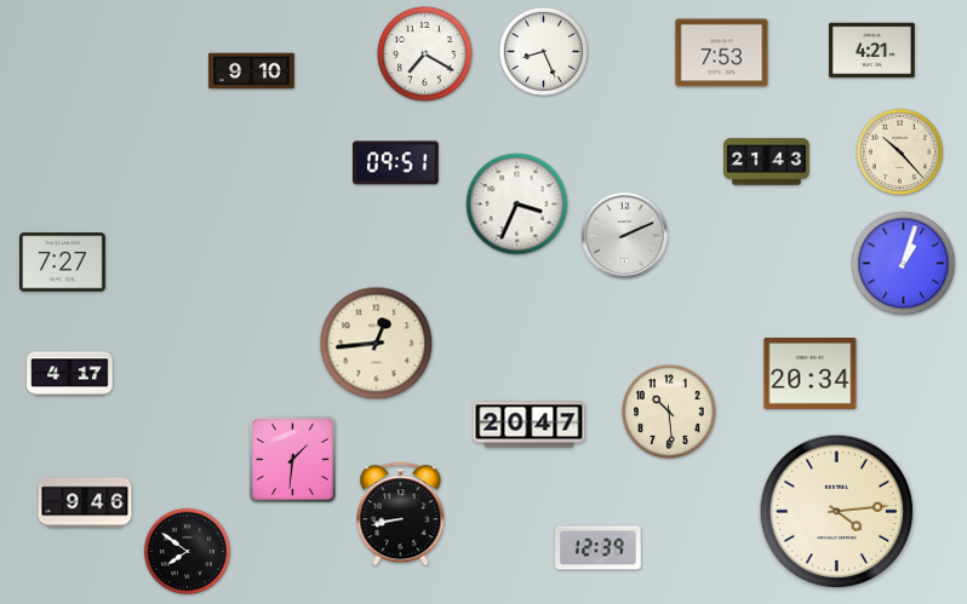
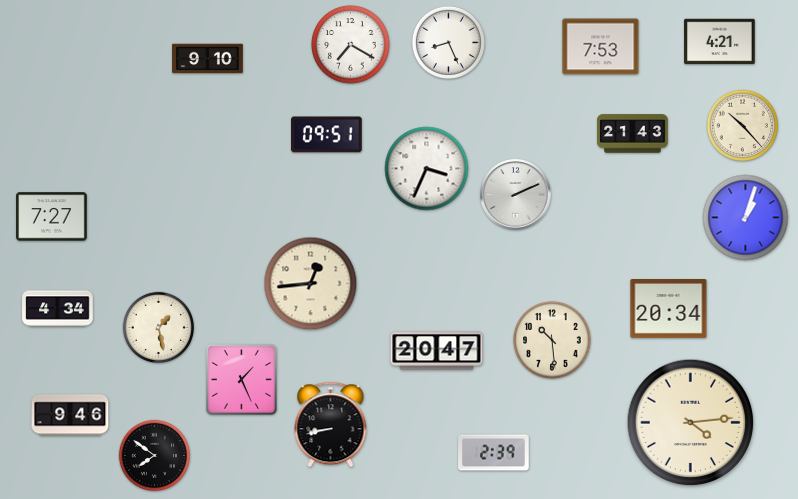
clock at (722, 53) position: (722, 53) -> (601, 47)
clock at (70, 374): 4:17 -> 4:34
clock at (158, 327): none -> 1:28
clock at (292, 459): 1:31 -> 1:26
clock at (599, 548): 12:39 -> 2:39
